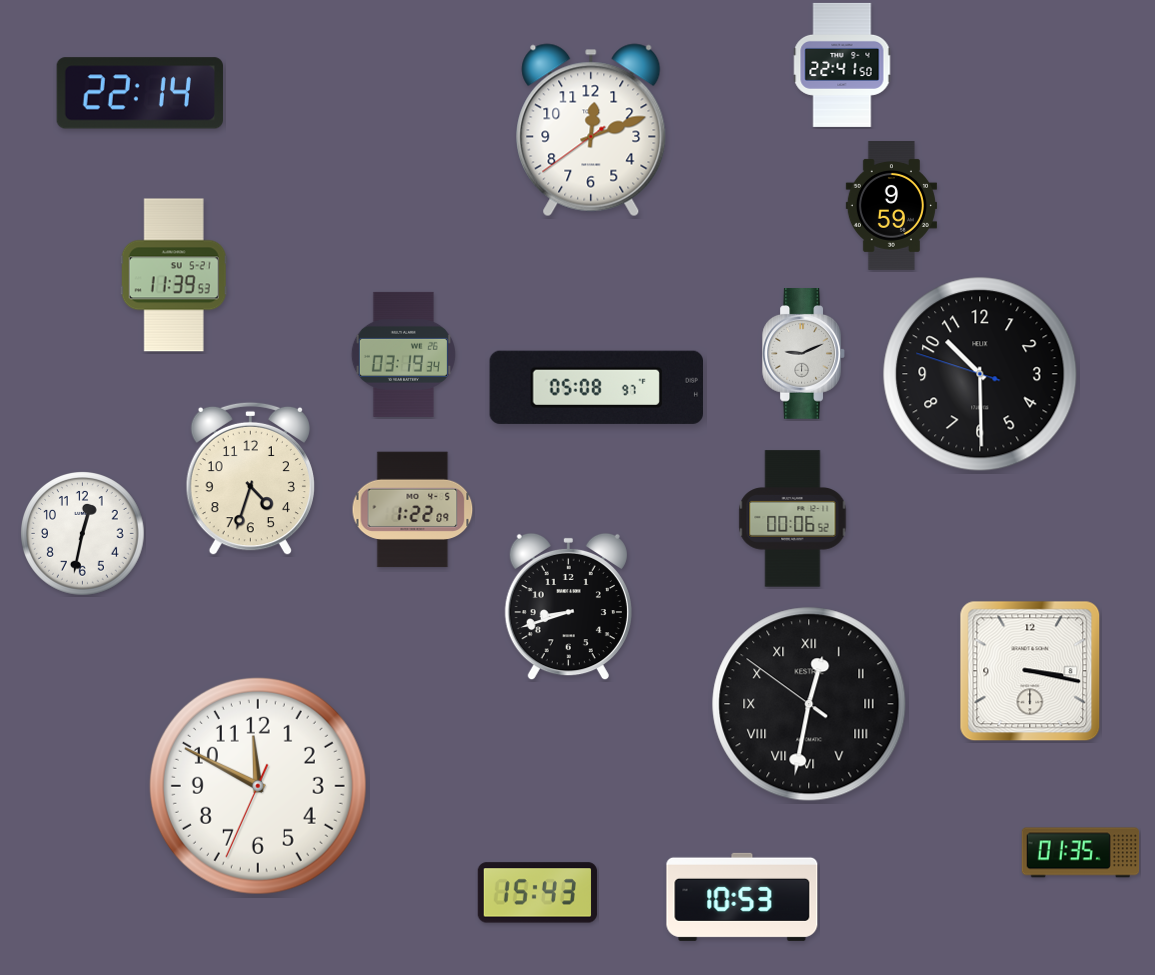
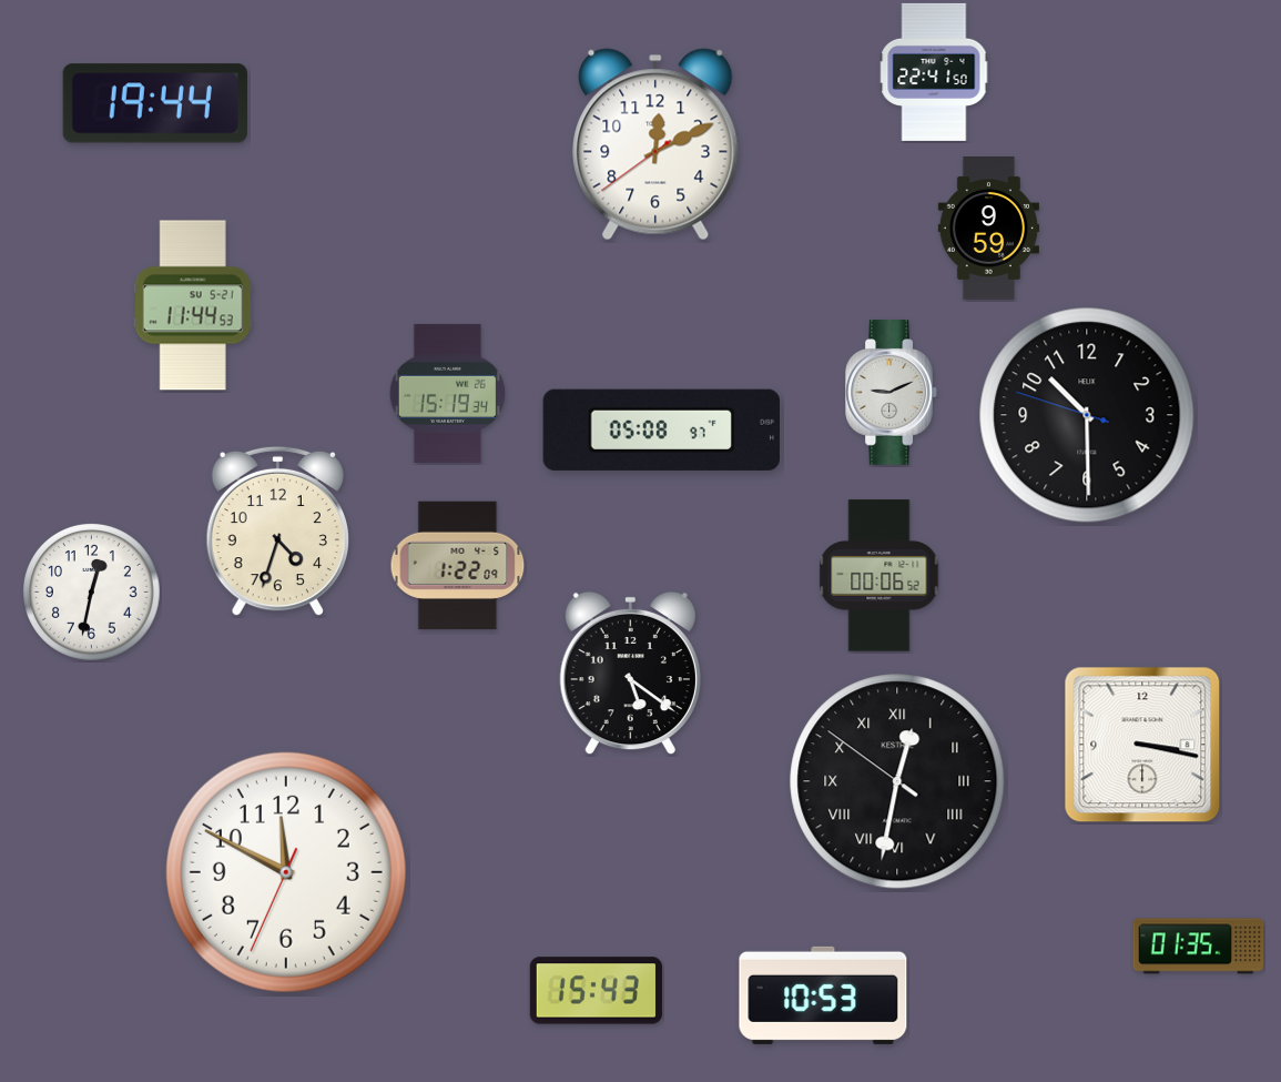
clock at (140, 93): 22:14 -> 19:44
clock at (591, 130): 12:11 -> 12:10
clock at (174, 275): 11:39 -> 11:44
clock at (403, 354): 03:19 -> 15:19
clock at (568, 607): 8:42 -> 5:21
